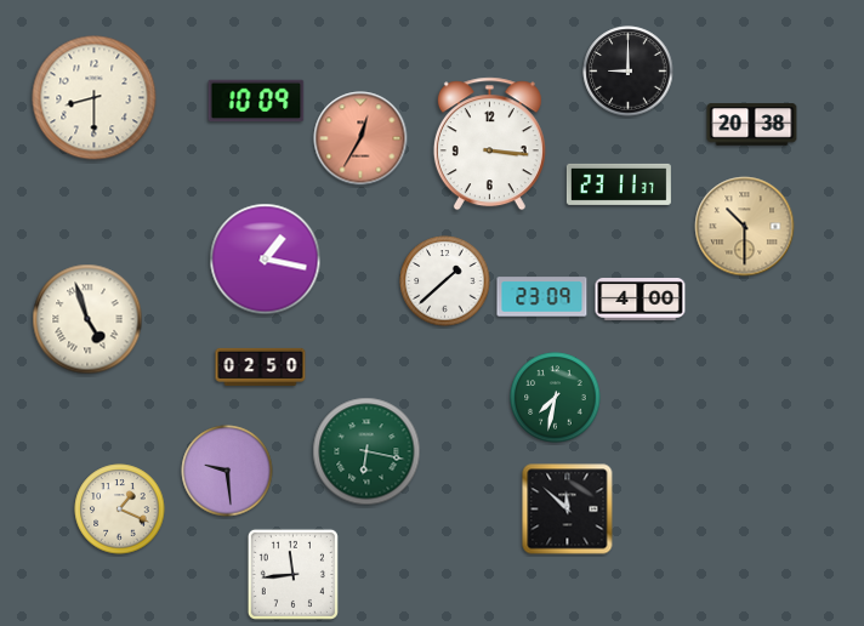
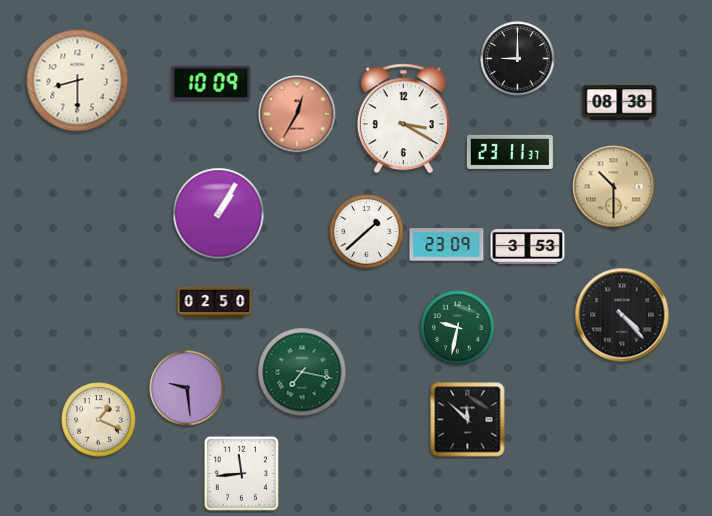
clock at (752, 125): 20:38 -> 08:38
clock at (489, 144): 3:16 -> 3:20
clock at (266, 260): 1:17 -> 1:05
clock at (641, 300): 4:00 -> 3:53
clock at (87, 319): 4:57 -> none
clock at (622, 315): none -> 4:23
clock at (556, 398): 7:32 -> 9:32
clock at (366, 451): 6:17 -> 7:17
